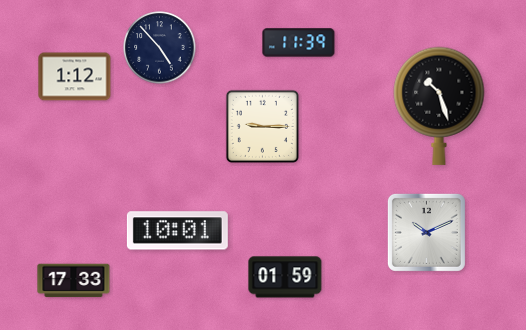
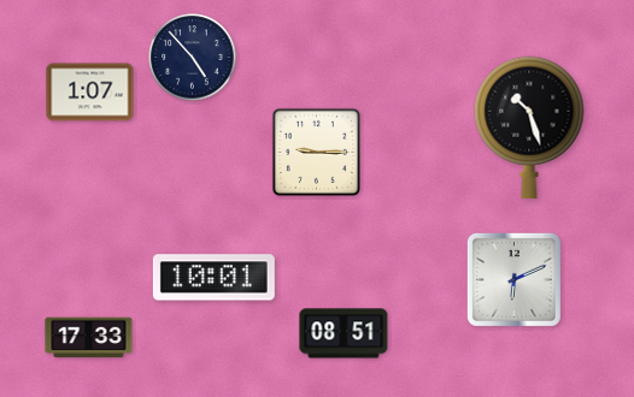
clock at (299, 43): 11:39 -> none
clock at (75, 77): 1:12 -> 1:07
clock at (426, 232): 10:11 -> 6:11
clock at (285, 277): 01:59 -> 08:51
